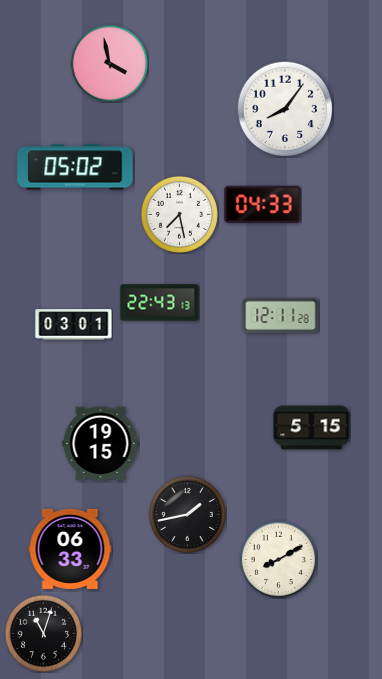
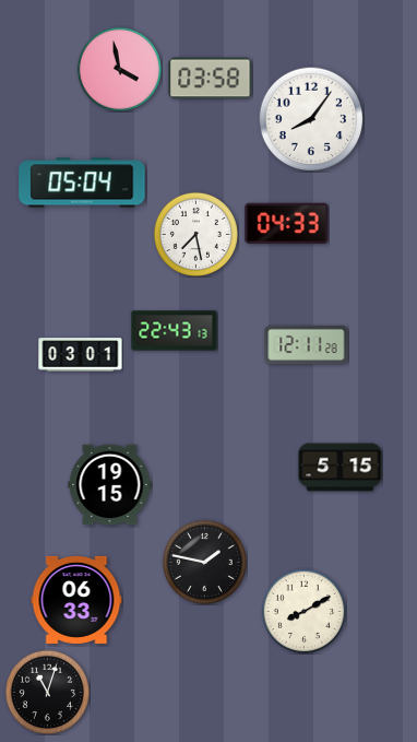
clock at (211, 79): none -> 03:58
clock at (75, 167): 05:02 -> 05:04
clock at (187, 514): 1:43 -> 1:47
